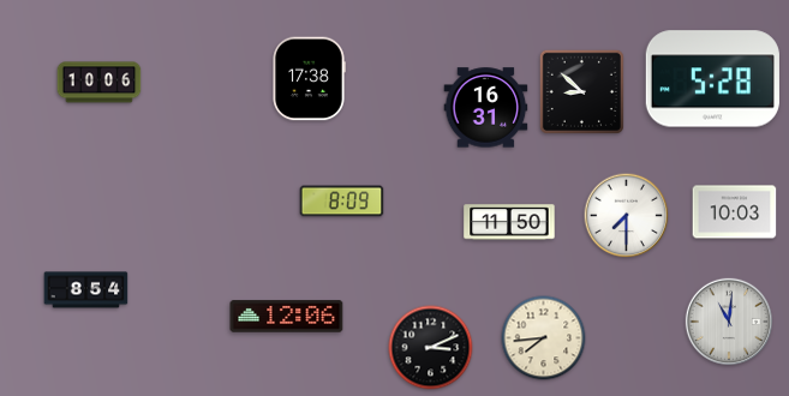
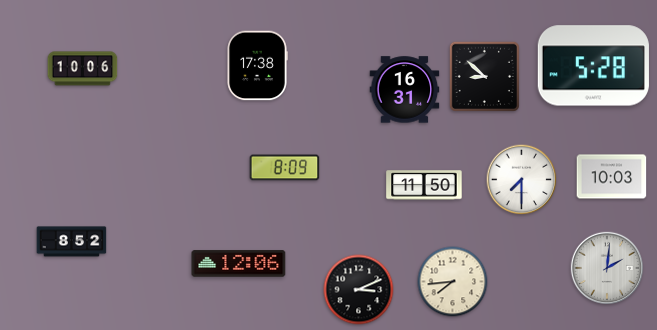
clock at (86, 290): 8:54 -> 8:52
clock at (728, 320): 11:01 -> 2:01
